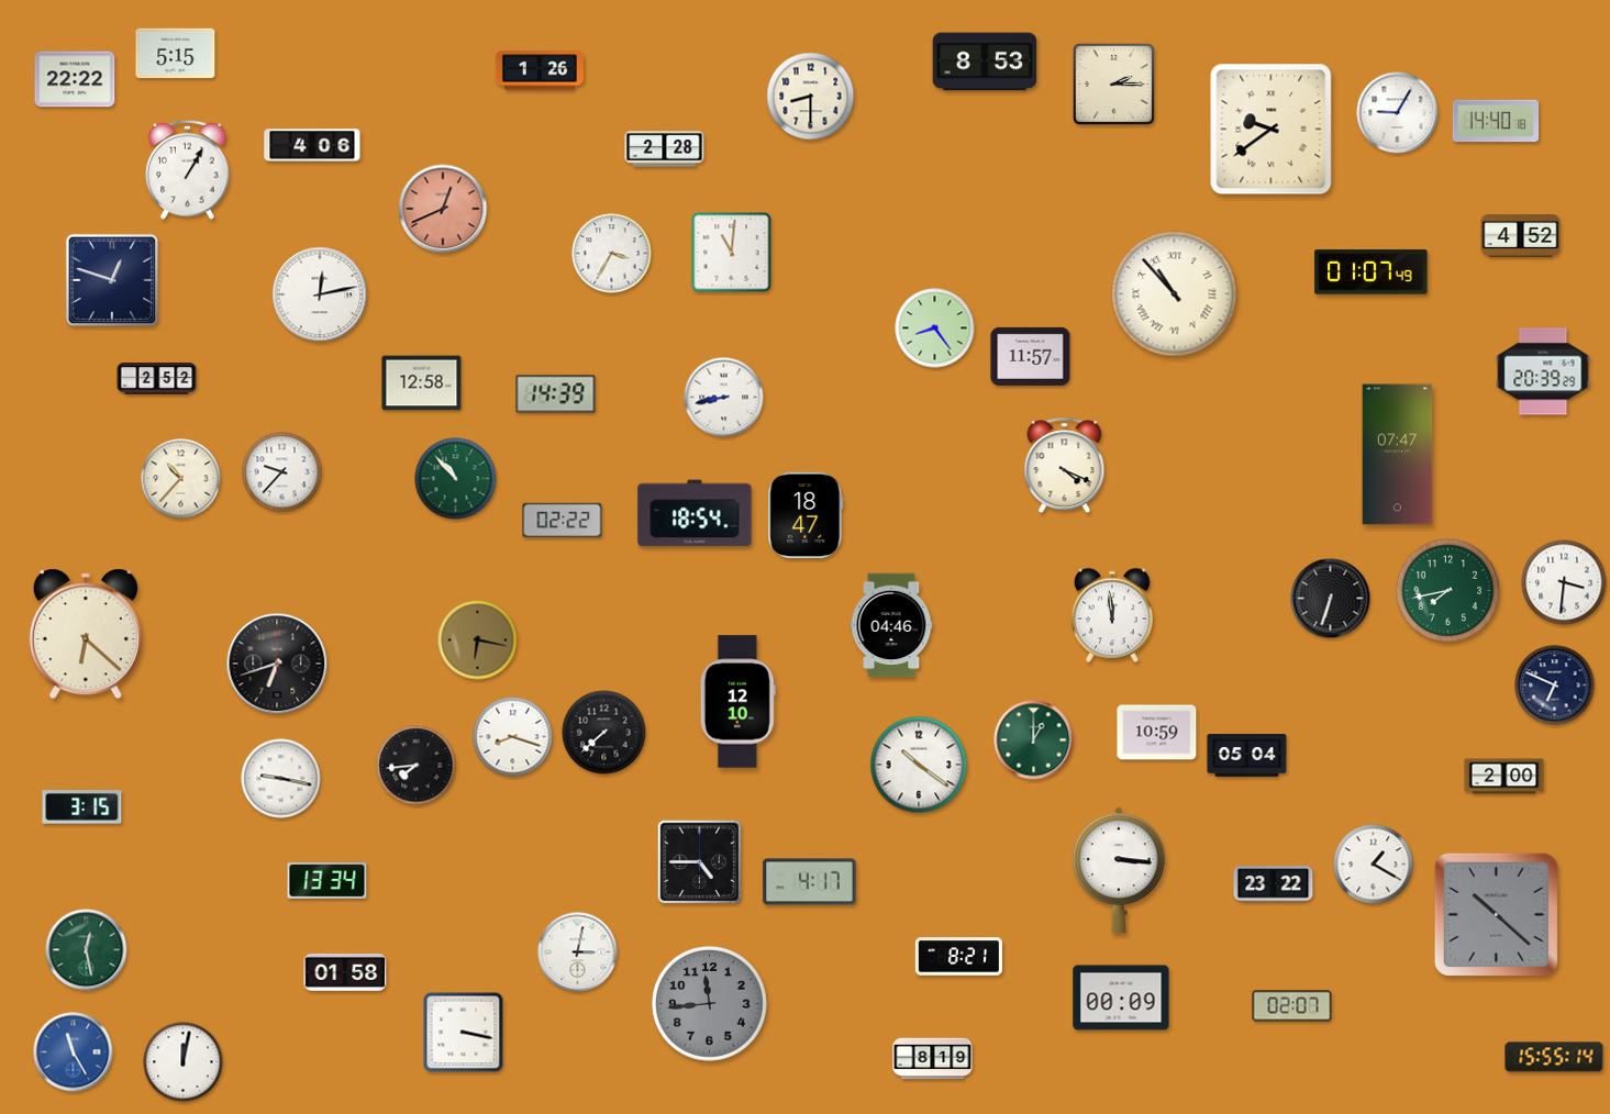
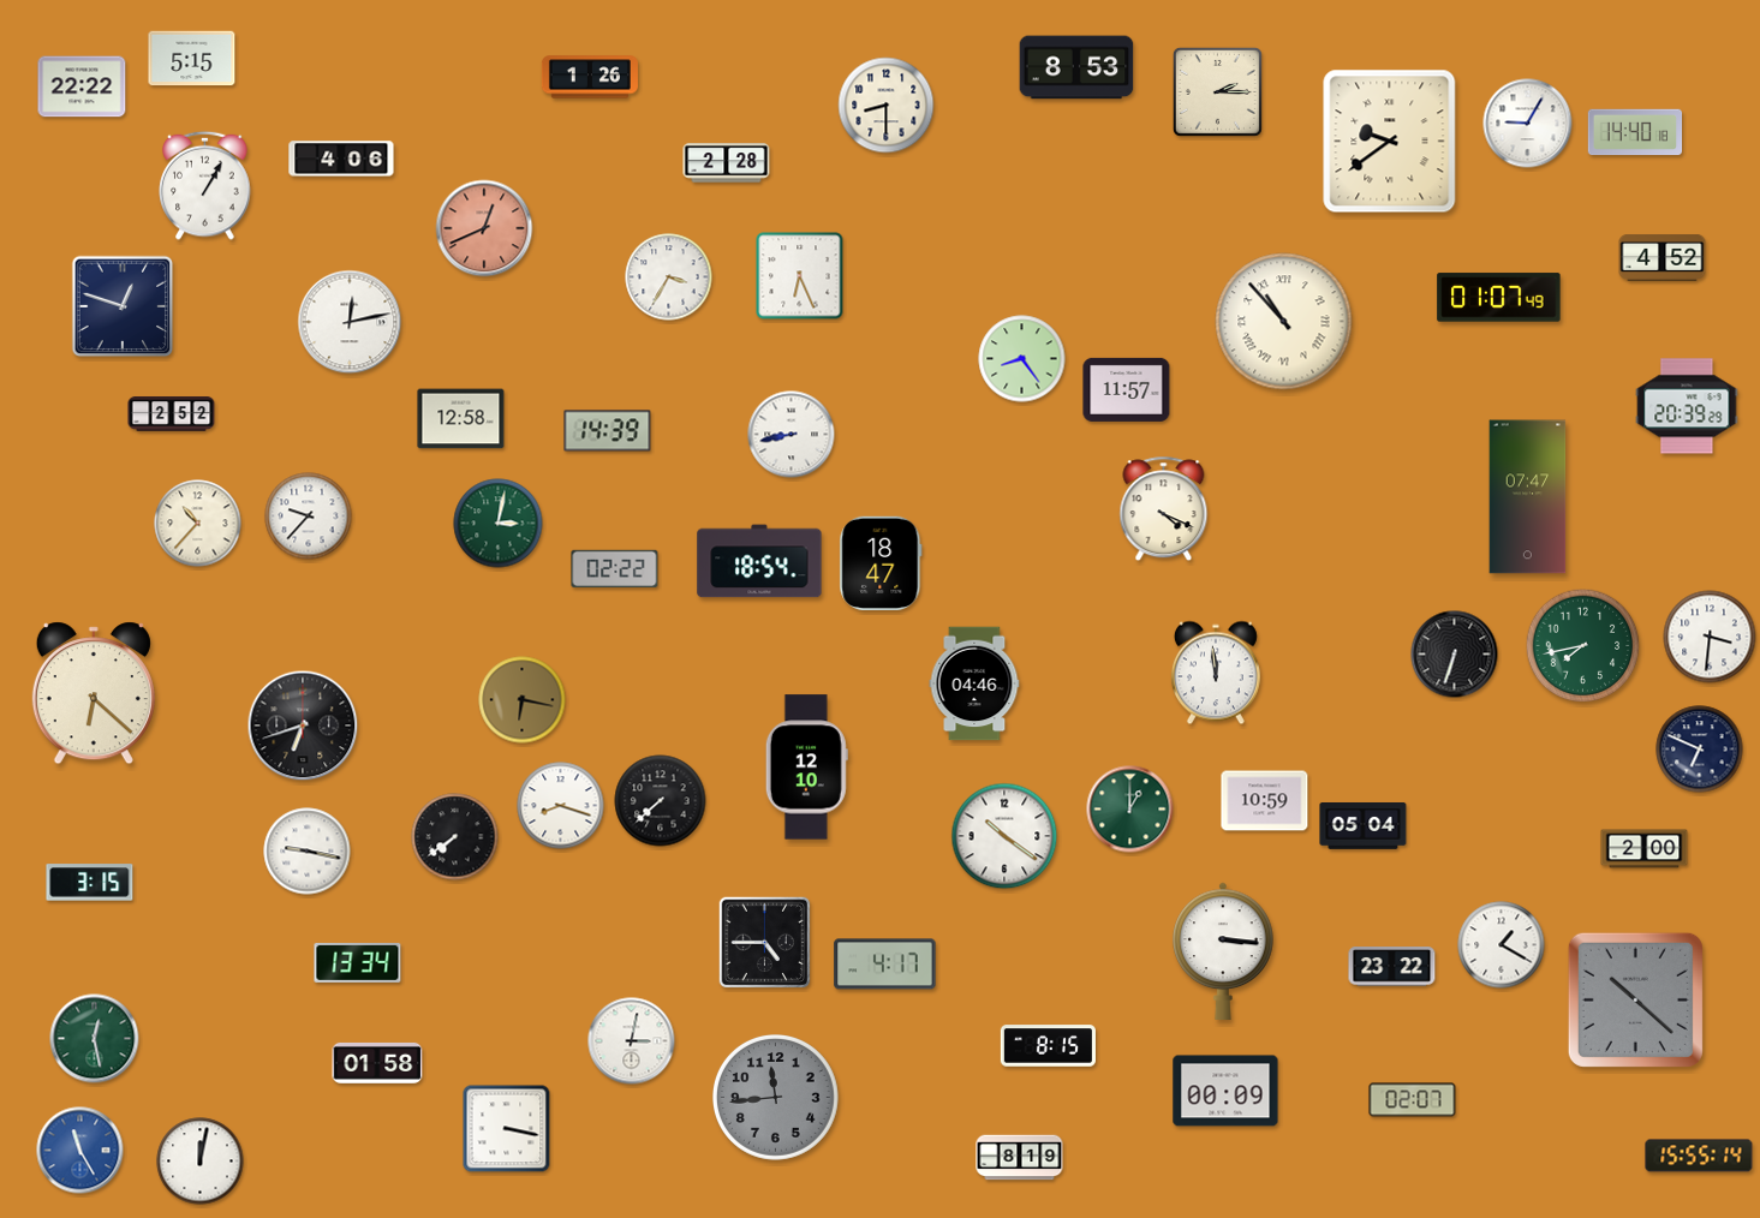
clock at (732, 253): 11:01 -> 6:26
clock at (456, 479): 10:53 -> 3:02
clock at (417, 766): 7:44 -> 7:39
clock at (958, 957): 8:21 -> 8:15
